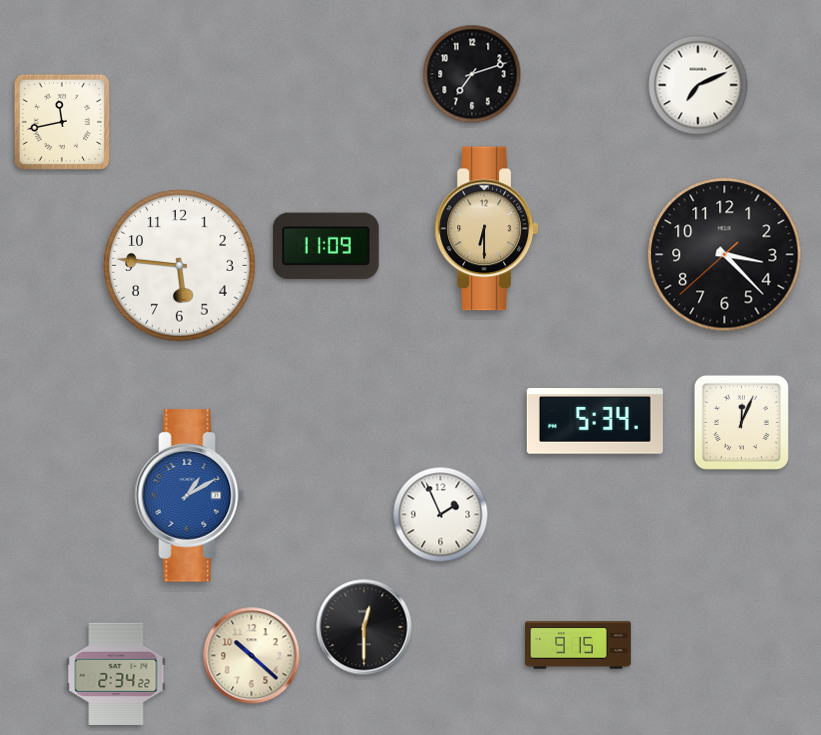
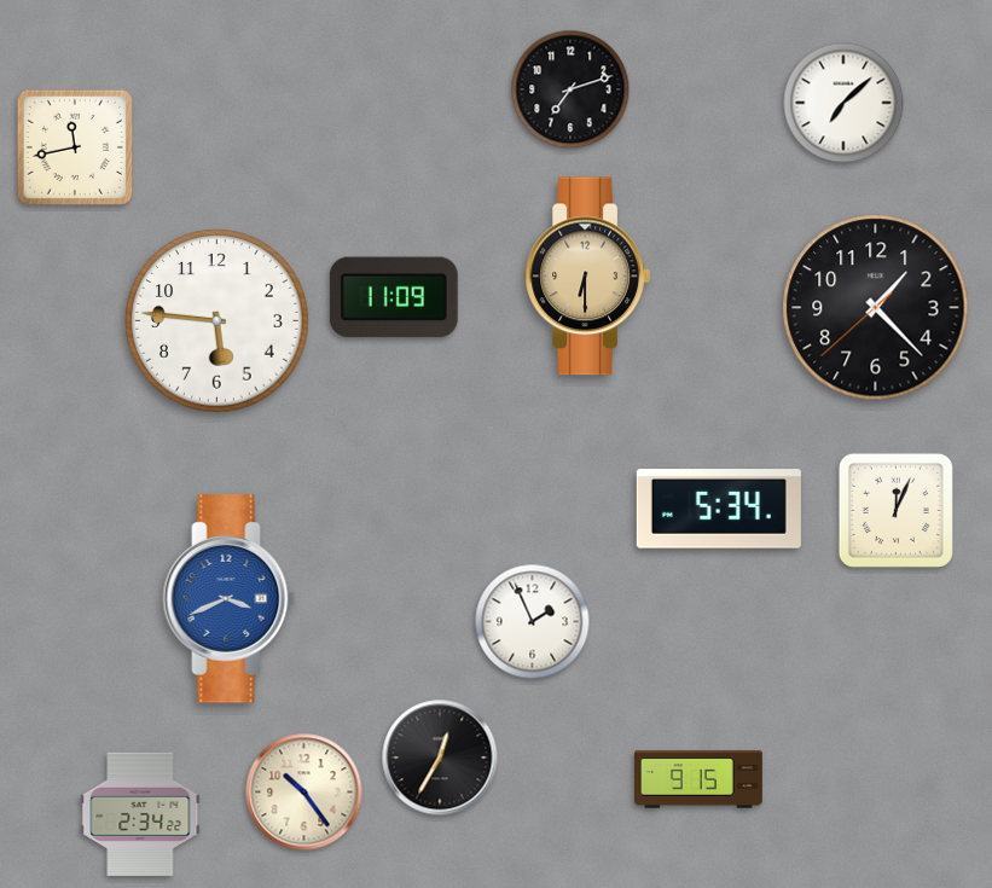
clock at (698, 85): 7:11 -> 7:08
clock at (725, 255): 3:22 -> 1:22
clock at (190, 496): 1:10 -> 3:41
clock at (364, 627): 12:30 -> 12:35
clock at (252, 656): 10:22 -> 10:24
